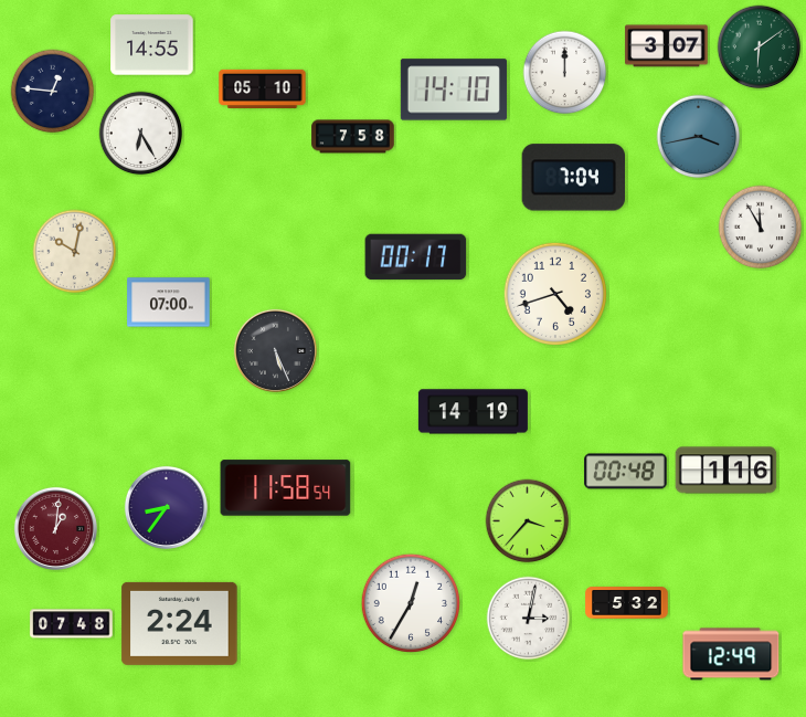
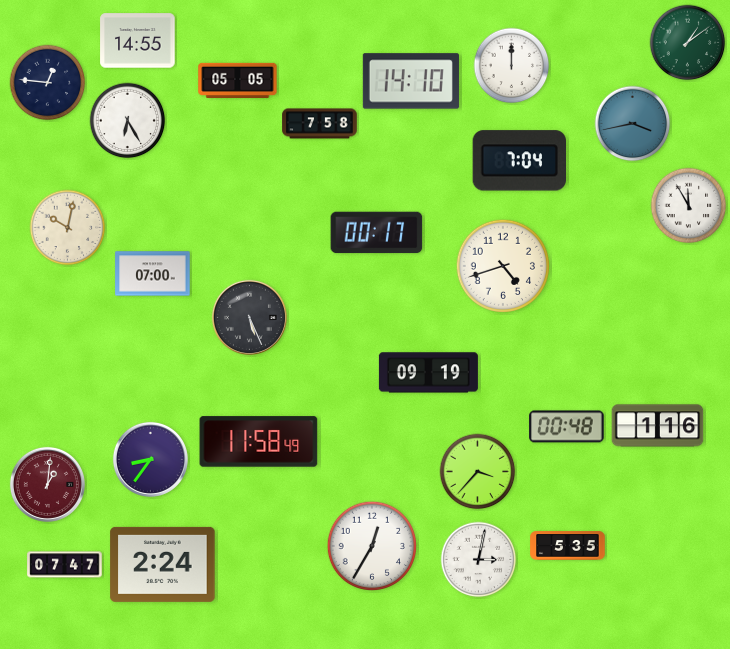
clock at (667, 46): 3:07 -> none
clock at (760, 48): 6:09 -> 1:09
clock at (263, 88): 05:10 -> 05:05
clock at (473, 412): 14:19 -> 09:19
clock at (286, 488): 11:58:54 -> 11:58:49
clock at (55, 528) position: (55, 528) -> (47, 484)
clock at (627, 603): 5:32 -> 5:35
clock at (72, 624): 07:48 -> 07:47
clock at (731, 654): 12:49 -> none
